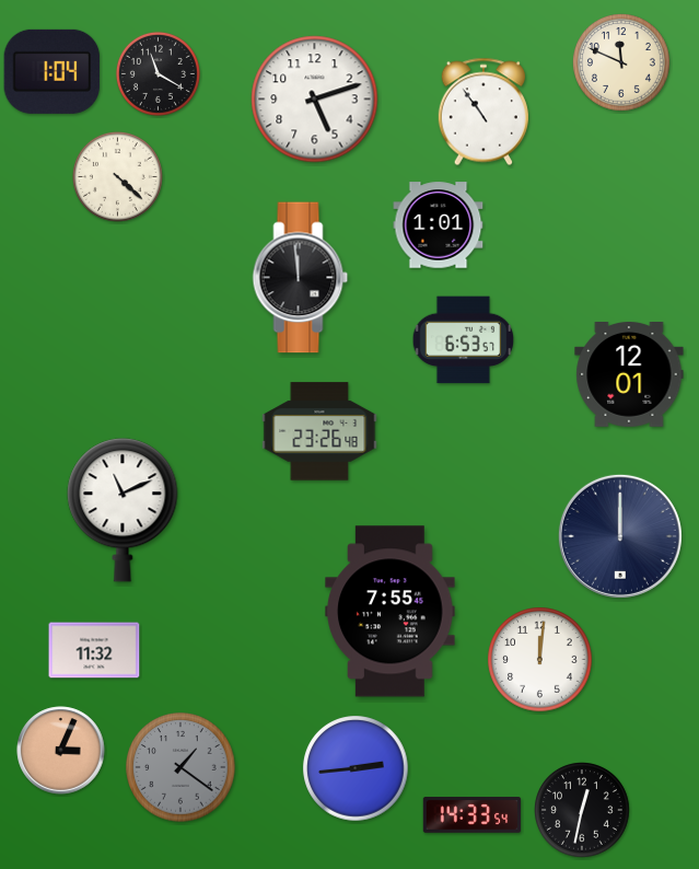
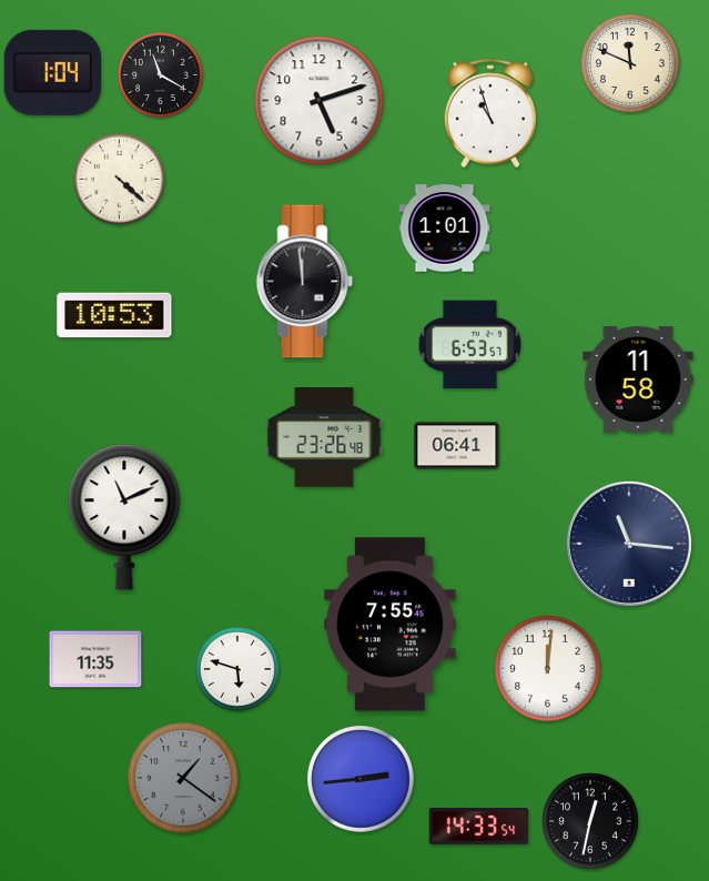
clock at (484, 112): 10:54 -> 10:57
clock at (114, 315): none -> 10:53
clock at (629, 375): 12:01 -> 11:58
clock at (457, 446): none -> 06:41
clock at (620, 536): 12:00 -> 11:16
clock at (391, 612) position: (391, 612) -> (391, 625)
clock at (94, 650): 11:32 -> 11:35
clock at (237, 669): none -> 5:48
clock at (61, 751): 3:04 -> none
